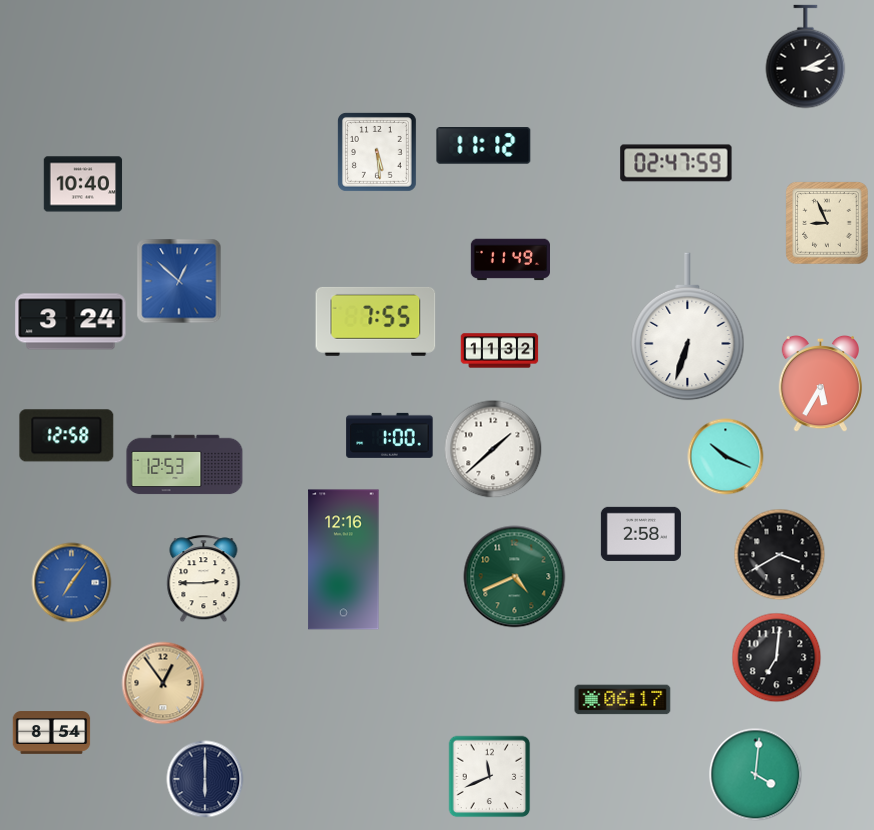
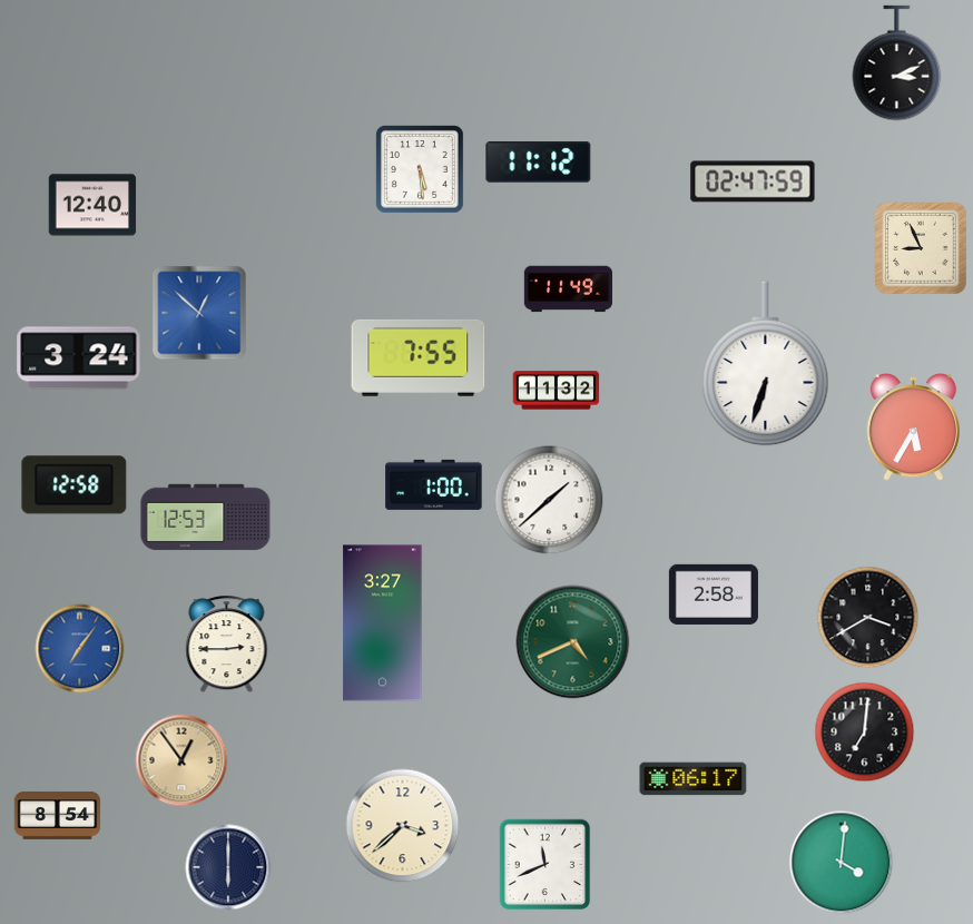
clock at (83, 184): 10:40 -> 12:40
clock at (726, 457): 10:19 -> none
clock at (344, 560): 12:16 -> 3:27
clock at (403, 826): none -> 3:38
